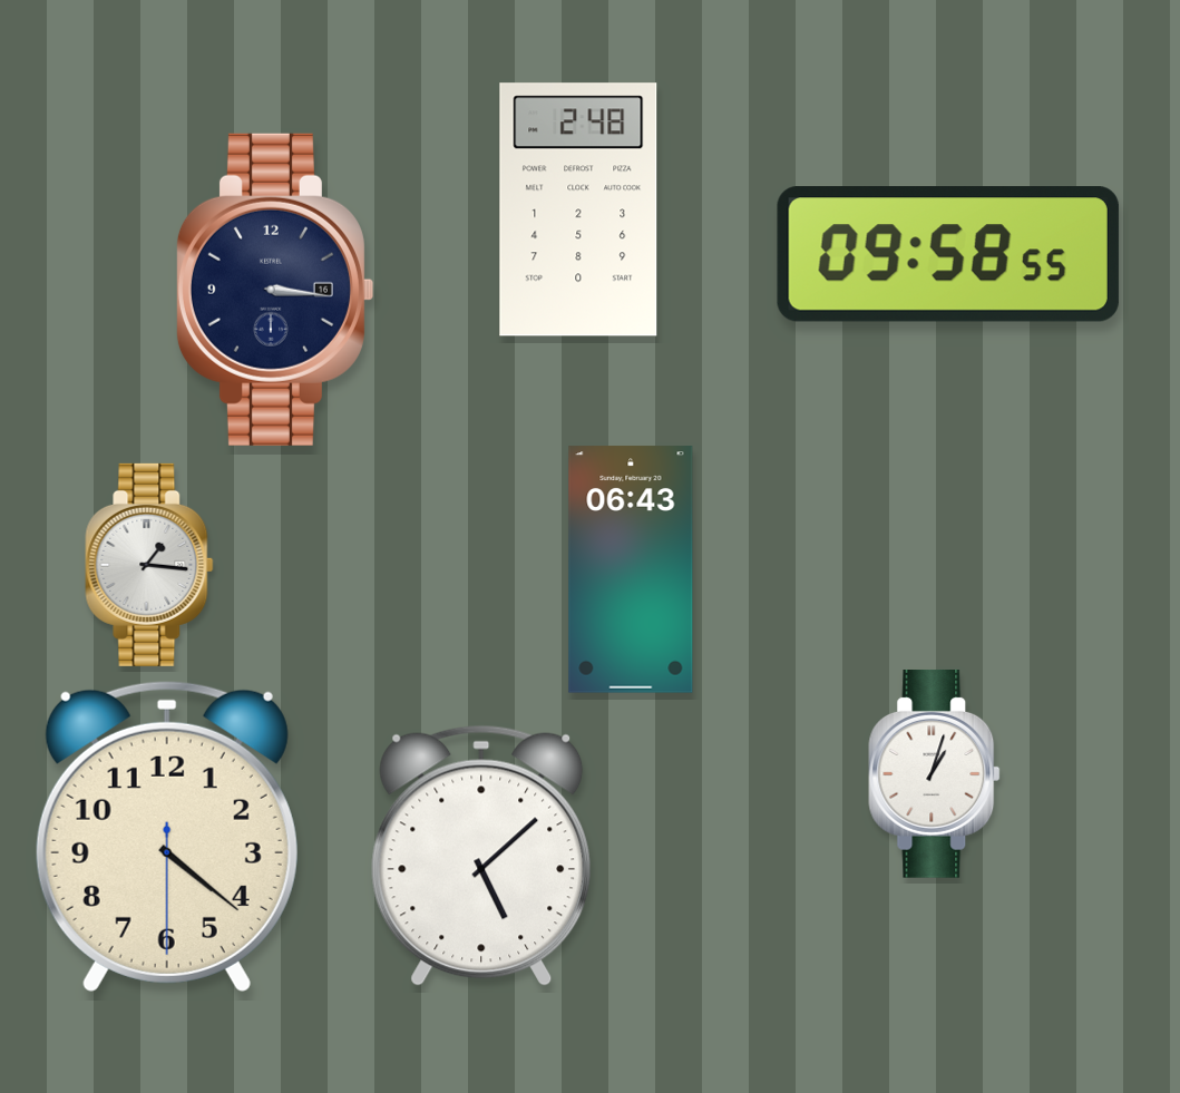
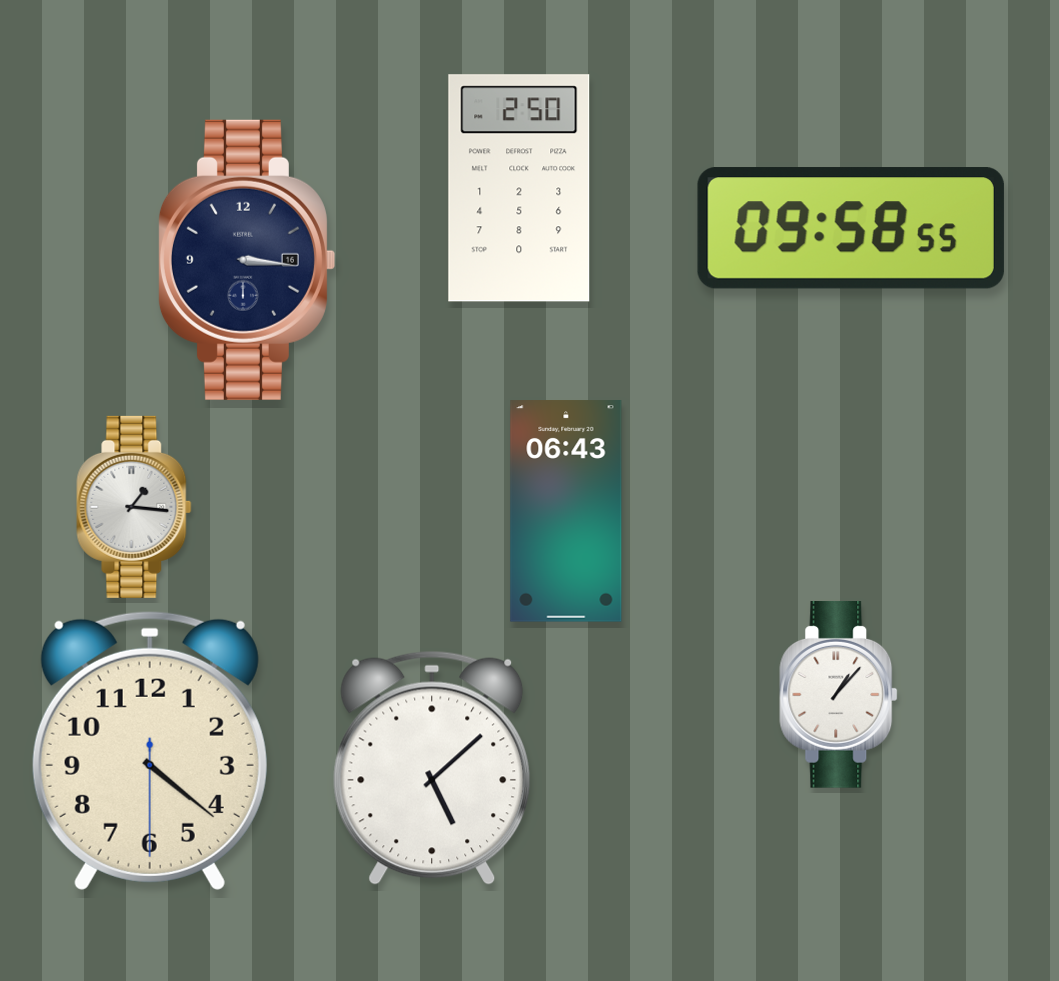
clock at (578, 209): 2:48 -> 2:50
clock at (935, 774): 1:03 -> 1:07
